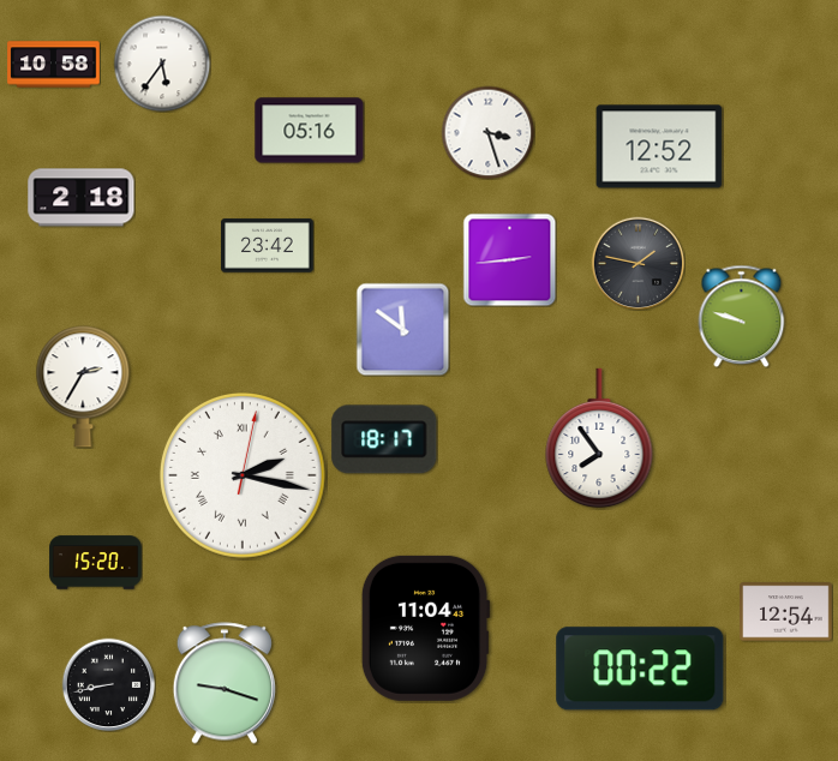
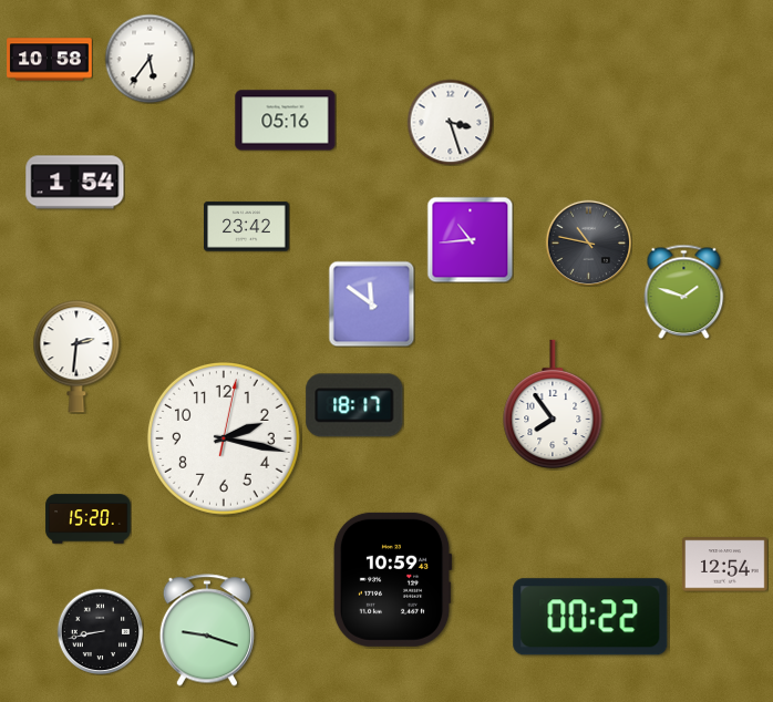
clock at (659, 146): 12:52 -> none
clock at (82, 198): 2:18 -> 1:54
clock at (509, 259): 2:44 -> 10:44
clock at (638, 263): 1:47 -> 10:47
clock at (742, 316): 9:48 -> 1:48
clock at (83, 387): 2:35 -> 2:31
clock at (243, 475) numerals: Roman -> Arabic
clock at (425, 628): 11:04 -> 10:59
